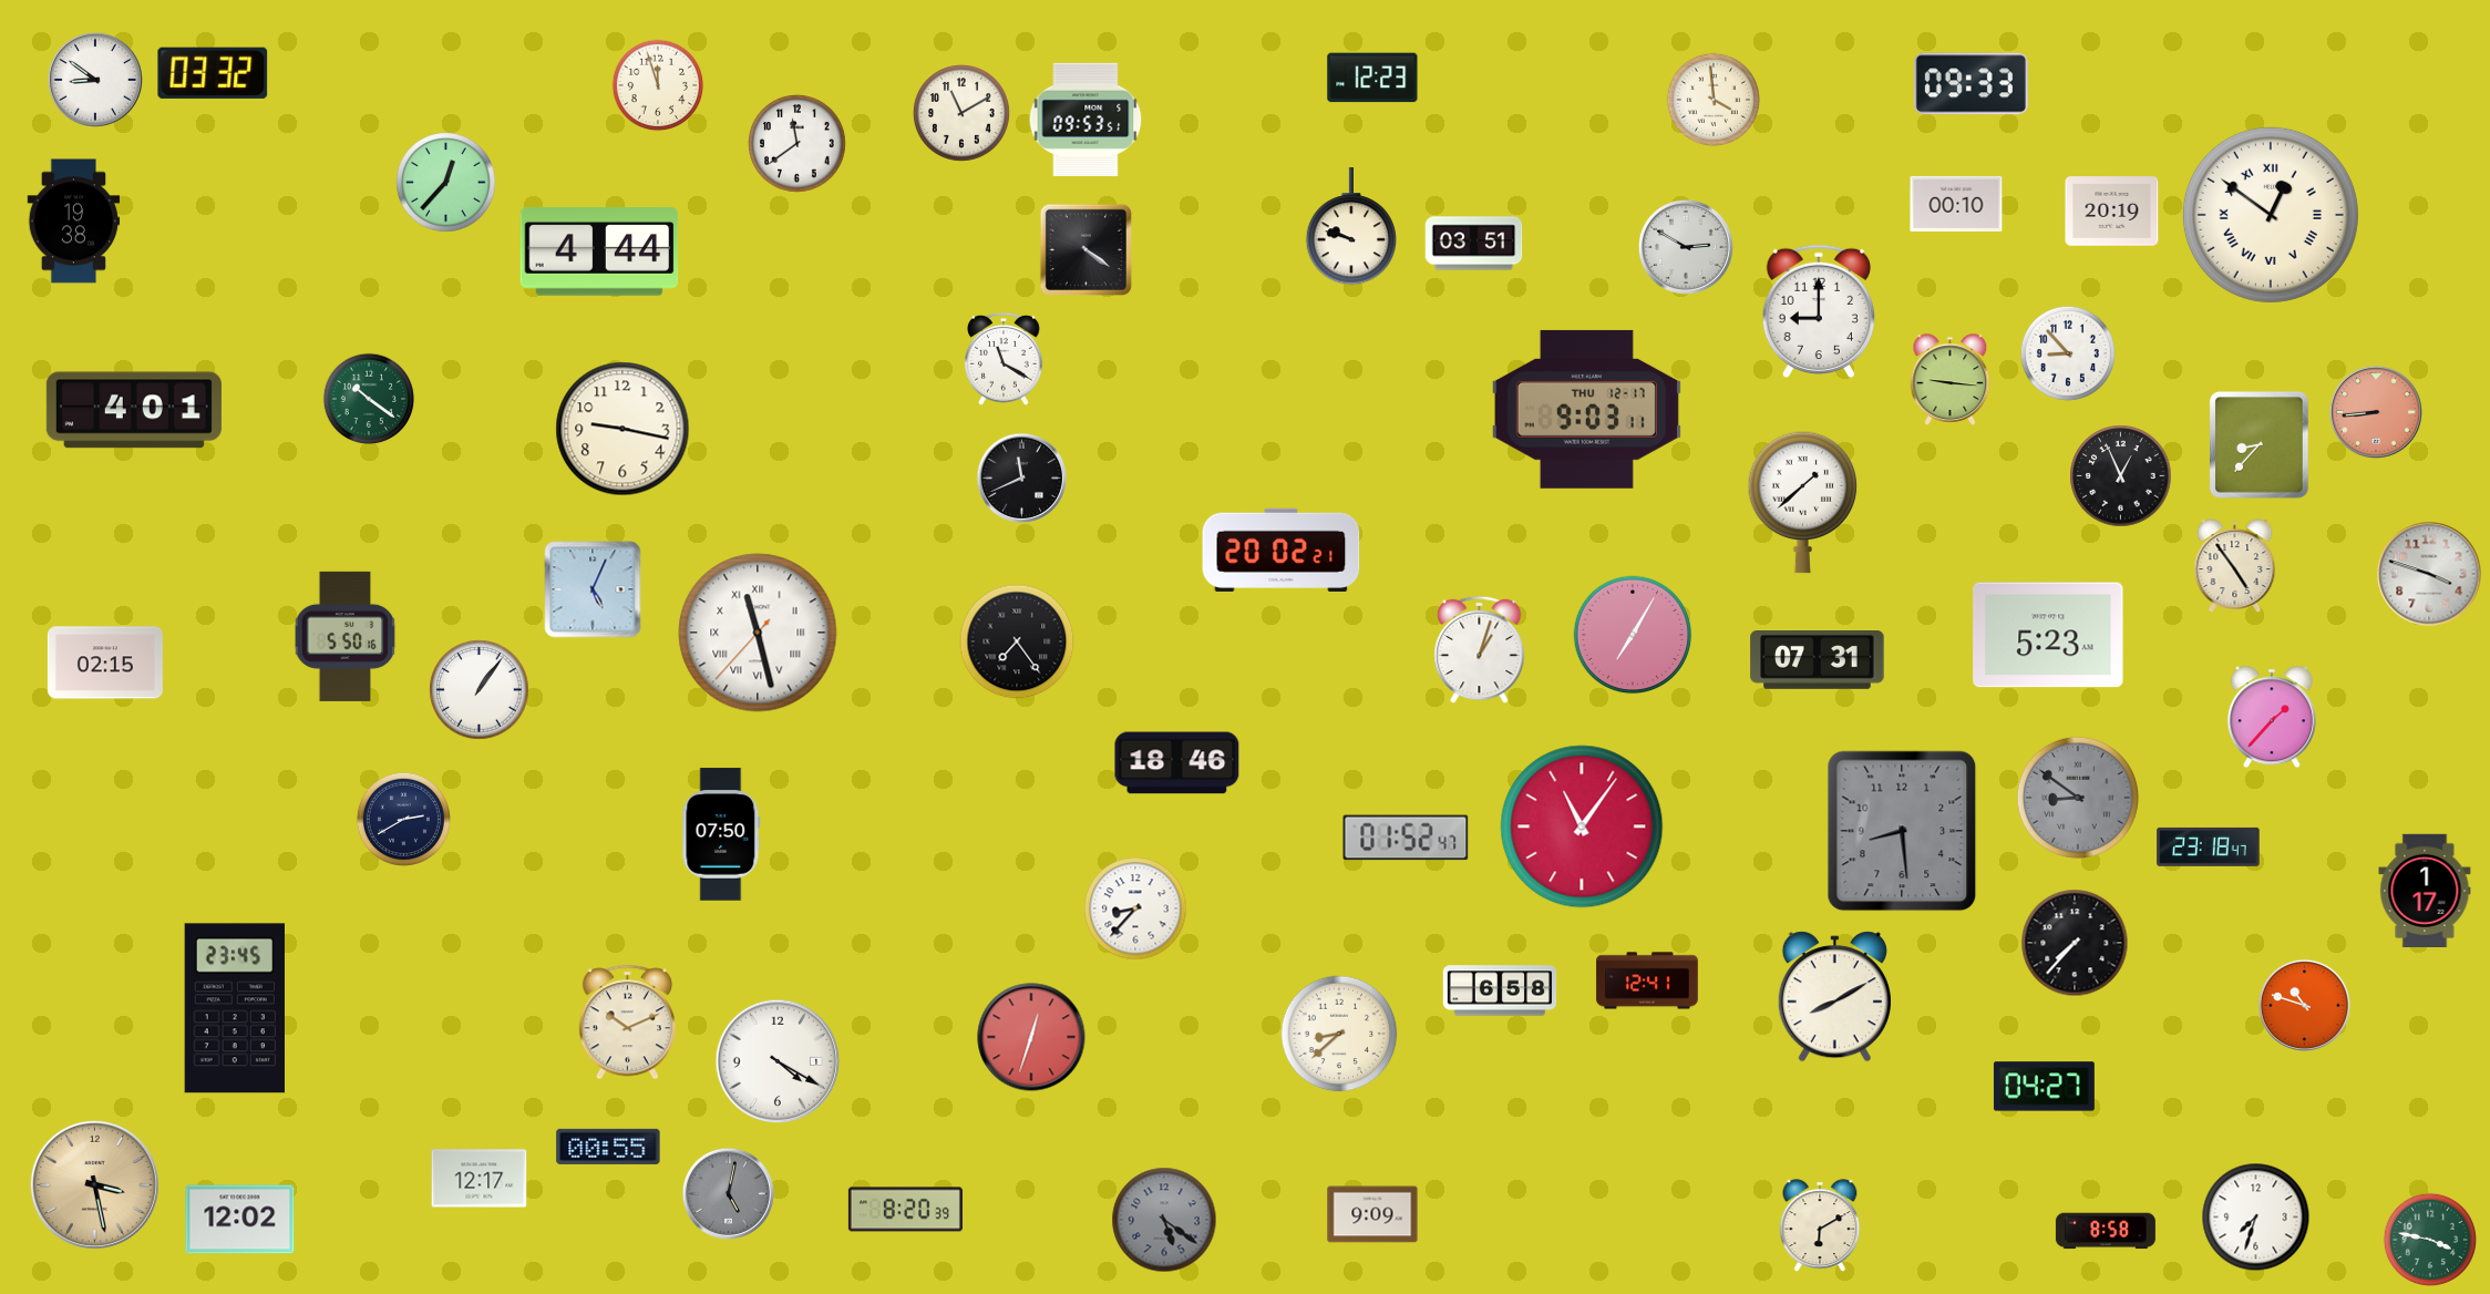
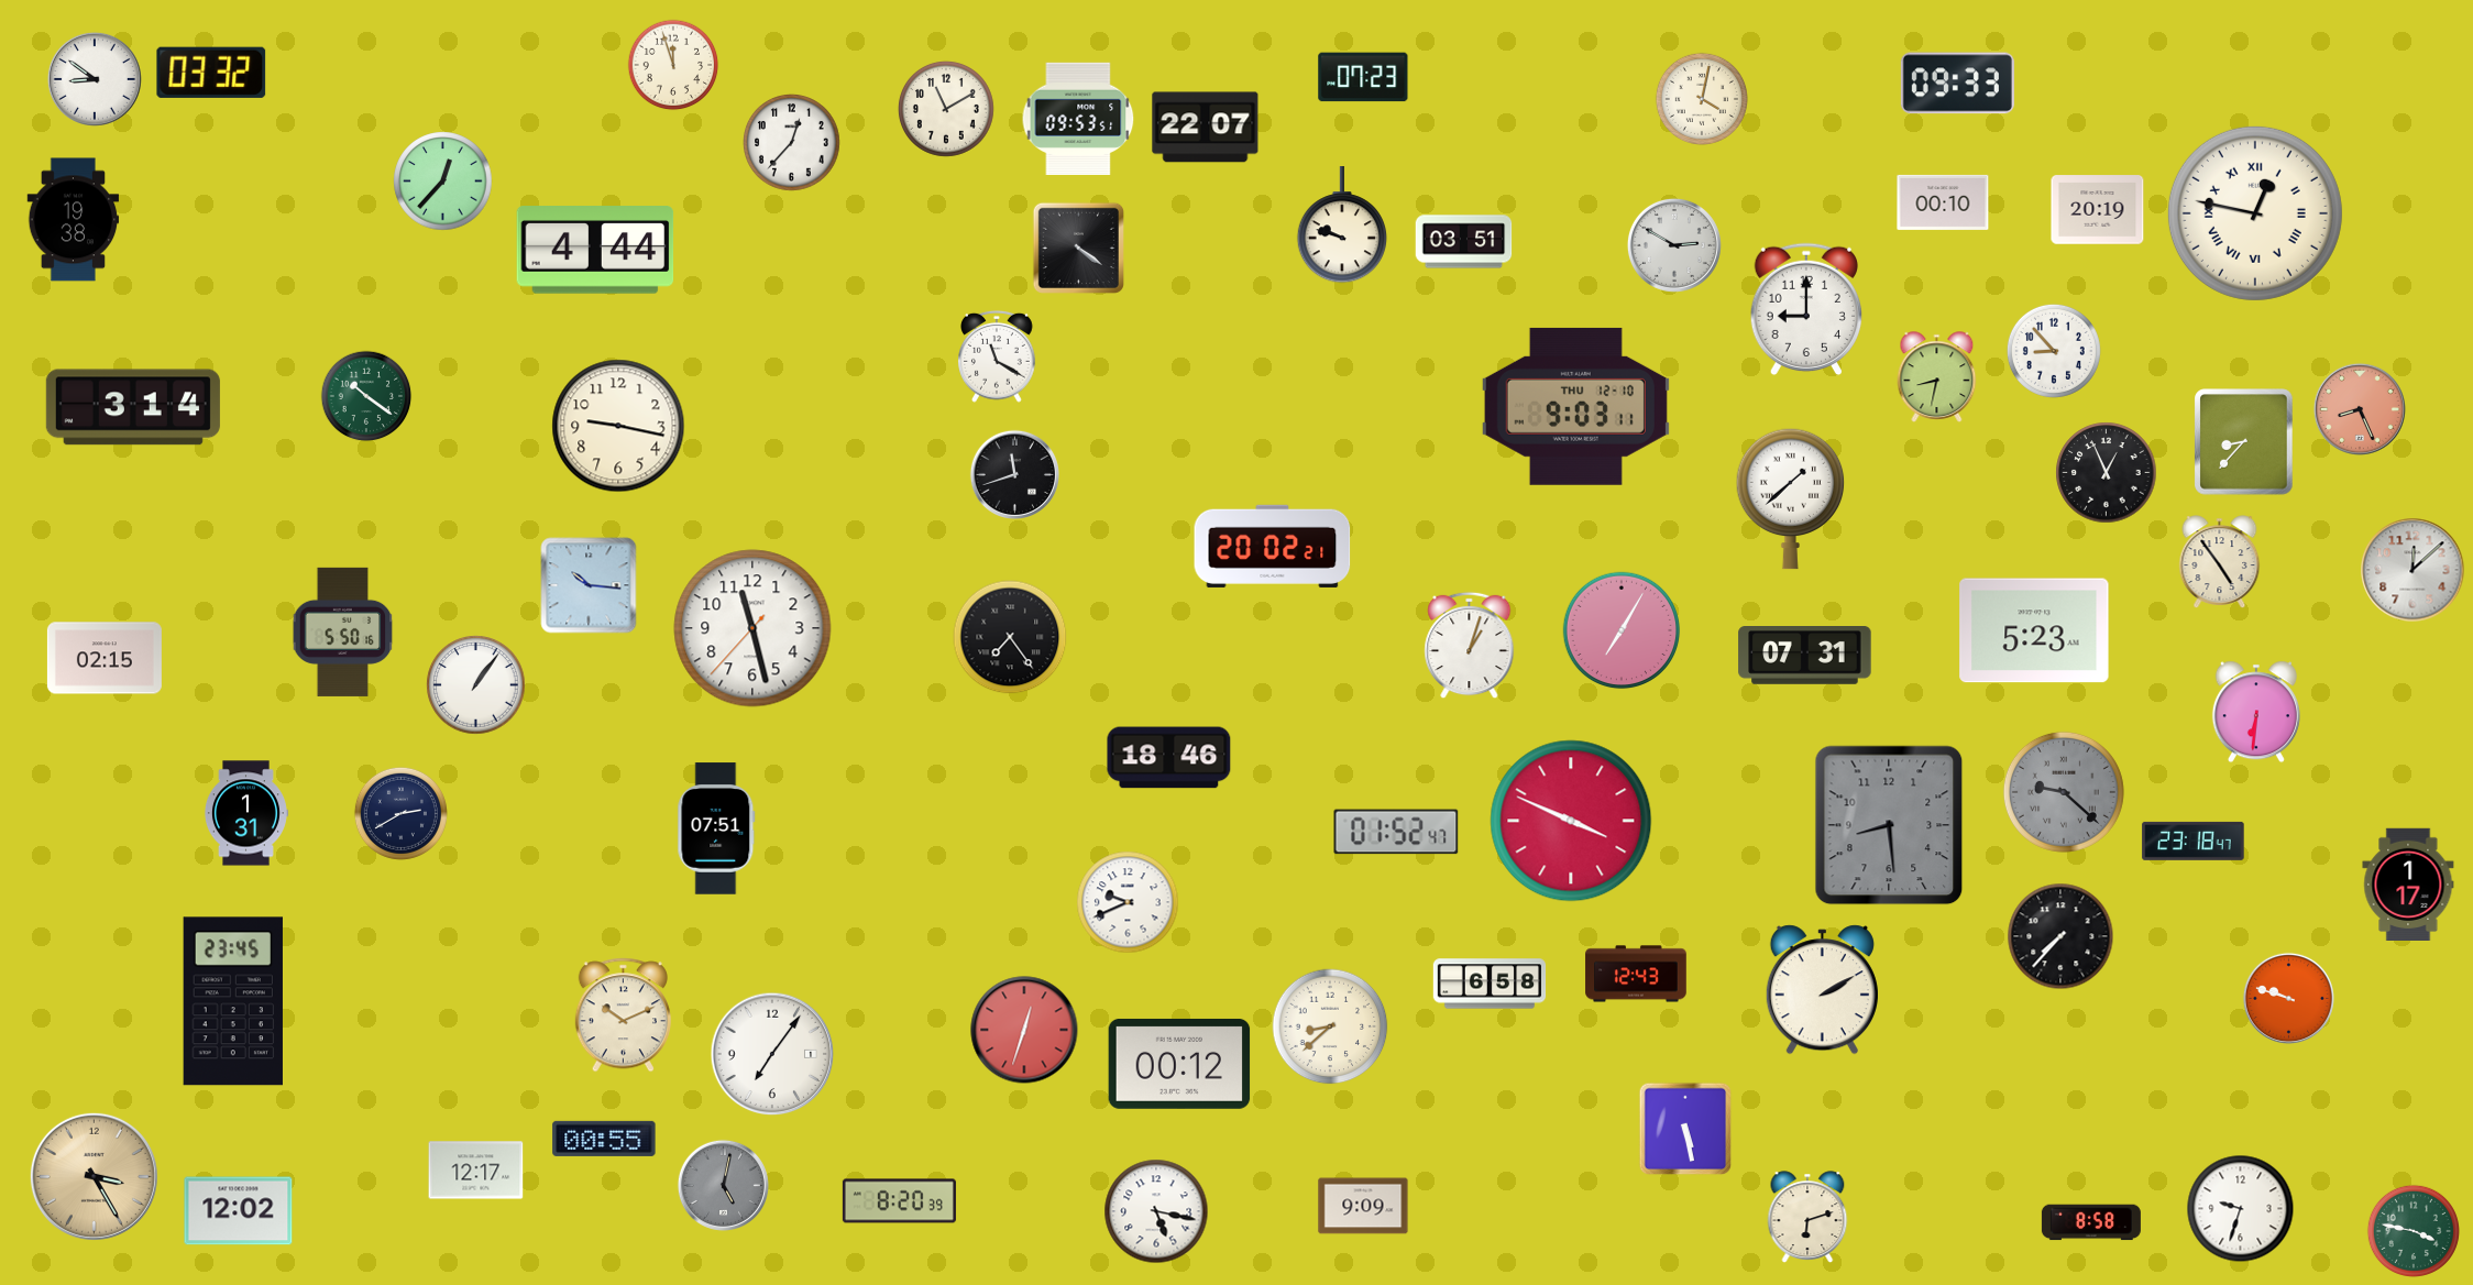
clock at (1372, 78): 12:23 -> 07:23
clock at (658, 85) position: (658, 85) -> (673, 65)
clock at (1712, 99): 3:59 -> 4:02
clock at (961, 113) position: (961, 113) -> (946, 109)
clock at (1206, 128): none -> 22:07
clock at (798, 144): 11:39 -> 12:37
clock at (2271, 215): 12:51 -> 12:47
clock at (1951, 380): 9:16 -> 8:32
clock at (1586, 409) date: THU 12-17 -> THU 12-10
clock at (134, 410): 4:01 -> 3:14
clock at (2376, 412): 8:44 -> 8:26
clock at (1021, 477): 11:41 -> 11:42
clock at (2429, 574): 3:48 -> 12:08
clock at (593, 589): 5:04 -> 10:16
clock at (758, 633) numerals: Roman -> Arabic
clock at (2272, 717): 1:37 -> 6:31
clock at (2078, 798): 8:51 -> 9:22
clock at (245, 813): none -> 1:31
clock at (1582, 826): 11:06 -> 3:49
clock at (721, 834): 07:50 -> 07:51
clock at (1135, 908): 8:37 -> 9:41
clock at (1647, 980): 12:41 -> 12:43
clock at (1834, 997): 8:10 -> 2:10
clock at (2304, 1005): 10:48 -> 9:48
clock at (778, 1061): 4:20 -> 7:06
clock at (1179, 1064): none -> 00:12
clock at (2044, 1087): 04:27 -> none
clock at (1685, 1129): none -> 5:28
clock at (94, 1184): 3:28 -> 3:25
clock at (2256, 1218): 7:33 -> 9:33
clock at (1164, 1220): 5:21 -> 5:17
clock at (1164, 1220) dial: grey -> white
clock at (1820, 1225): 6:10 -> 6:12
